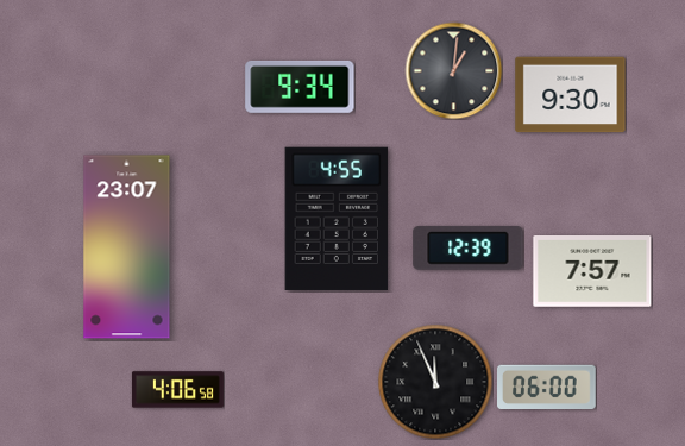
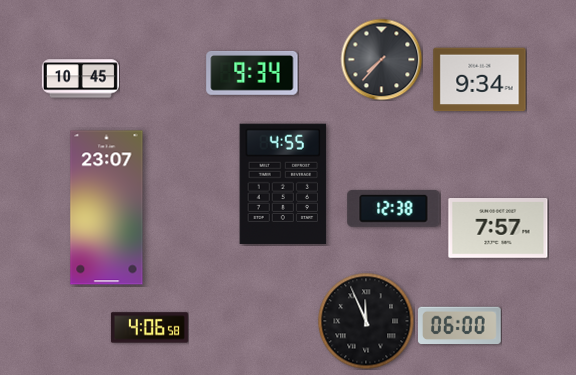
clock at (453, 70): 1:01 -> 7:37
clock at (80, 79): none -> 10:45
clock at (571, 95): 9:30 -> 9:34
clock at (469, 247): 12:39 -> 12:38
